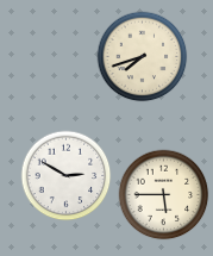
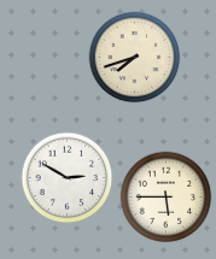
clock at (143, 57) position: (143, 57) -> (135, 58)
